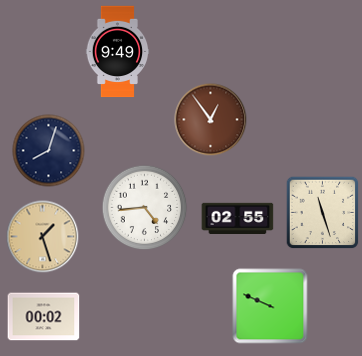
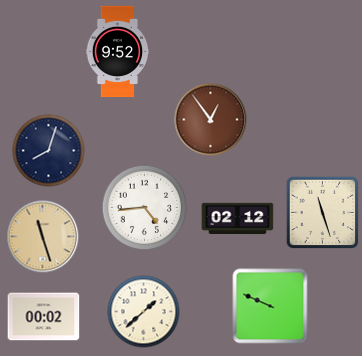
clock at (118, 52): 9:49 -> 9:52
clock at (238, 218): 02:55 -> 02:12
clock at (43, 237): 1:27 -> 11:27
clock at (144, 312): none -> 1:38
